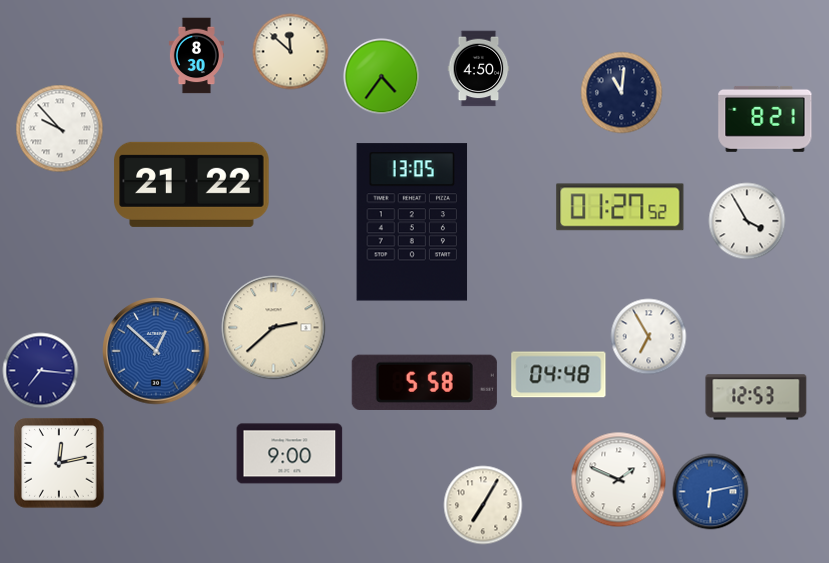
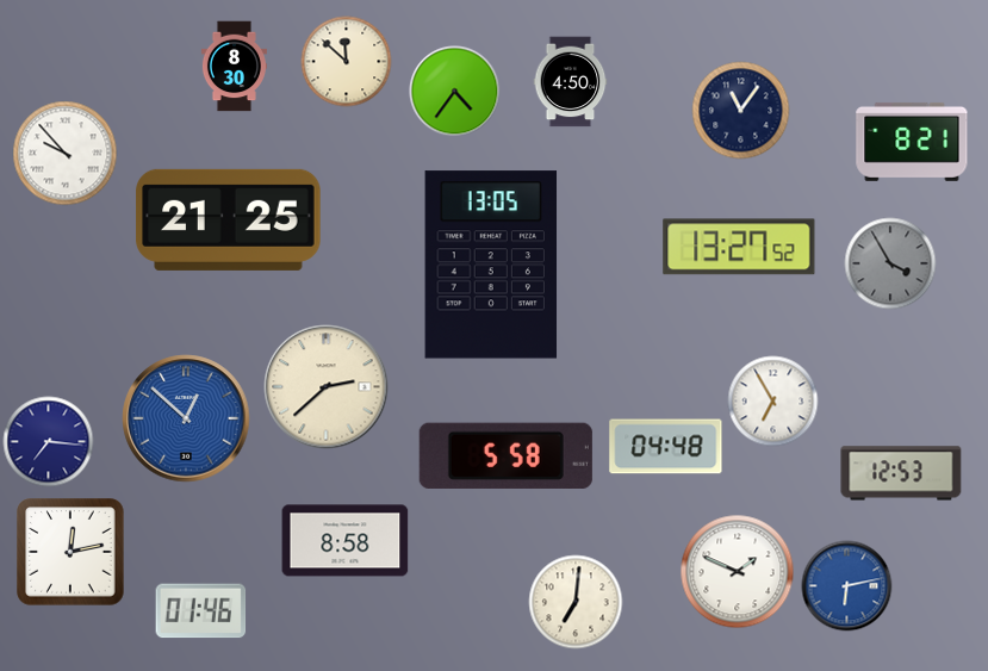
clock at (622, 93): 11:01 -> 11:06
clock at (60, 129) position: (60, 129) -> (66, 154)
clock at (192, 184): 21:22 -> 21:25
clock at (620, 207): 01:27 -> 13:27
clock at (747, 221) dial: white -> grey
clock at (274, 328) position: (274, 328) -> (327, 387)
clock at (290, 454): 9:00 -> 8:58
clock at (483, 505): 7:05 -> 7:01
clock at (201, 611): none -> 01:46
